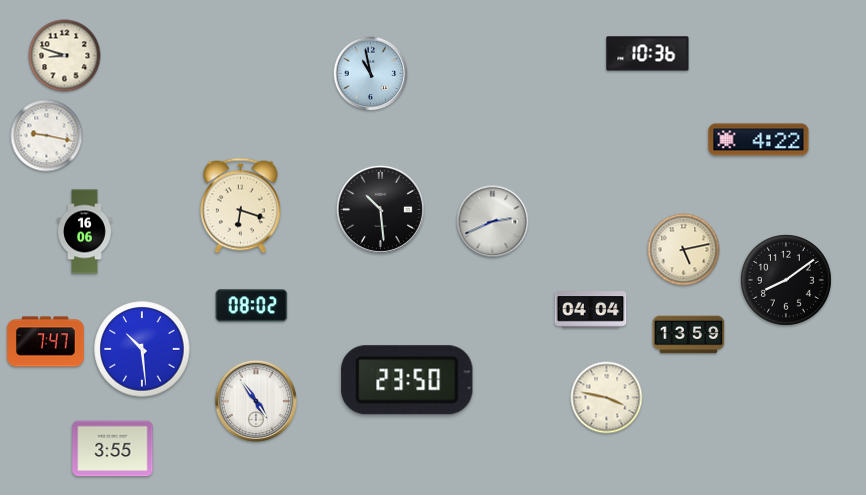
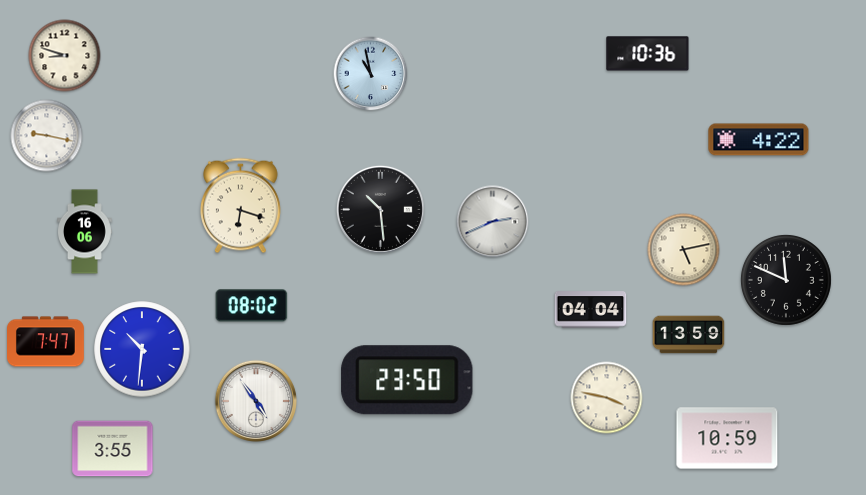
clock at (786, 280): 8:09 -> 11:49
clock at (142, 349): 10:29 -> 10:31
clock at (727, 438): none -> 10:59
